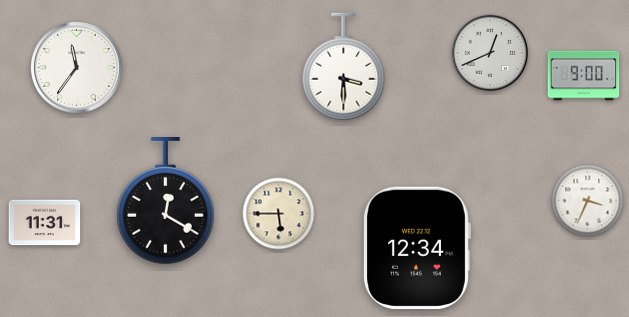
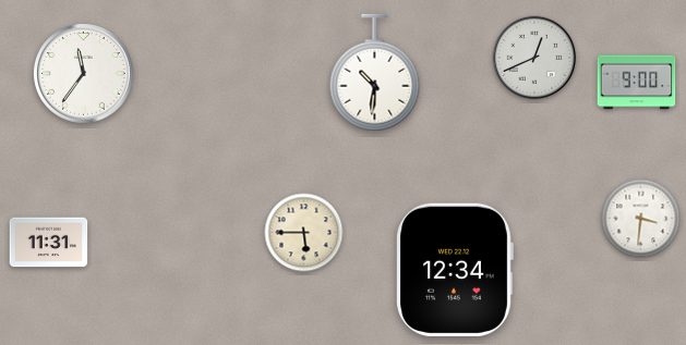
clock at (344, 67): 3:30 -> 10:31
clock at (166, 201): 12:20 -> none
clock at (588, 201): 3:34 -> 3:31
